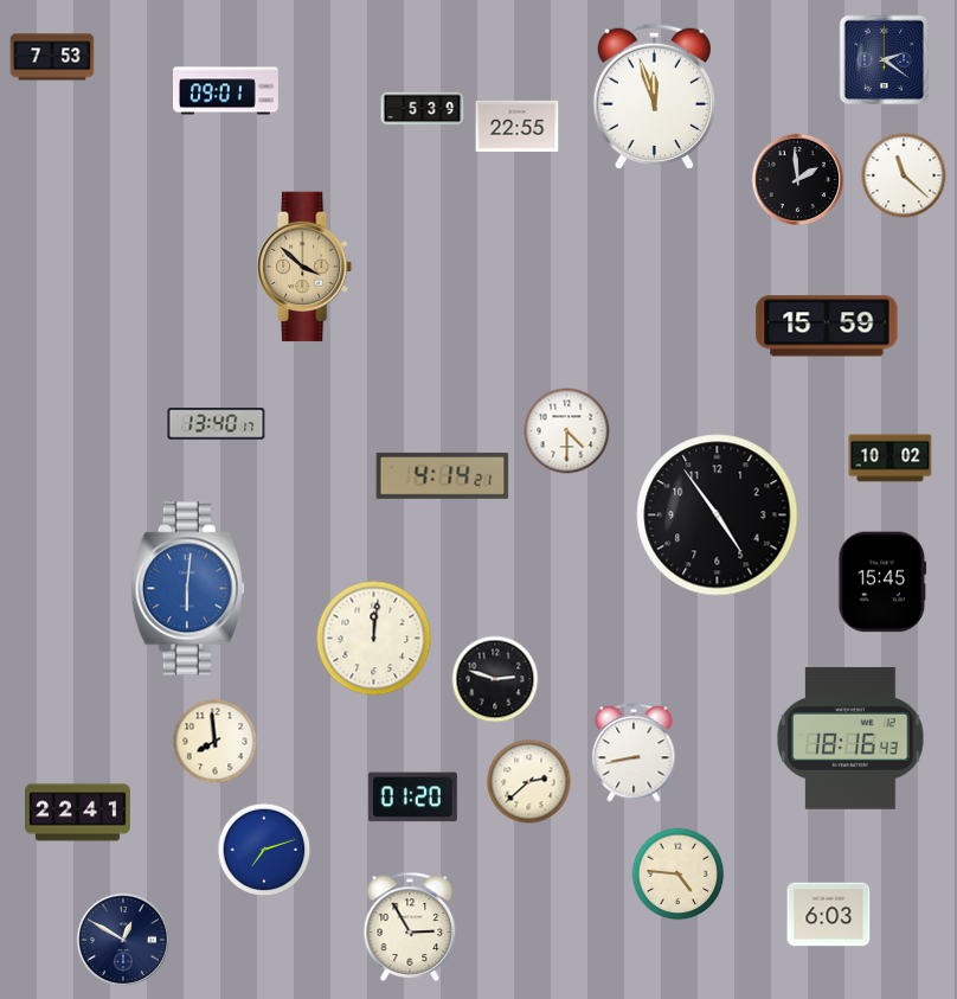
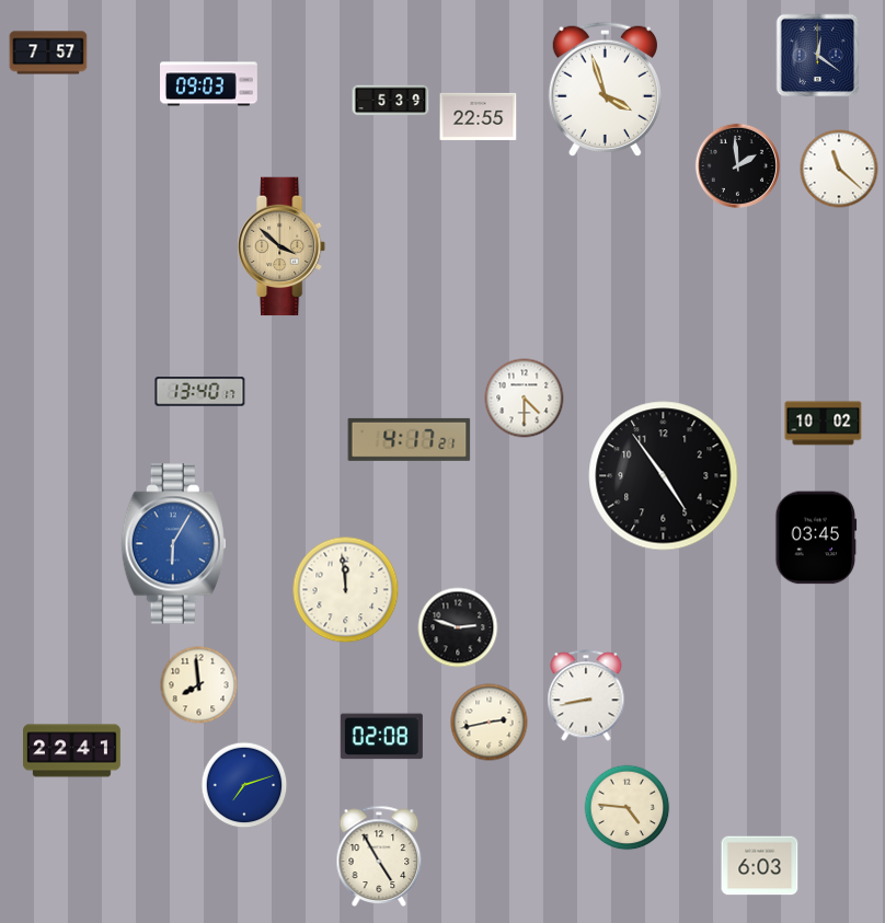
clock at (52, 57): 7:53 -> 7:57
clock at (885, 60): 2:21 -> 12:21
clock at (226, 91): 09:01 -> 09:03
clock at (654, 96): 11:57 -> 3:57
clock at (904, 175) position: (904, 175) -> (839, 169)
clock at (827, 326): 15:59 -> none
clock at (443, 475): 4:14 -> 4:17
clock at (882, 582): 15:45 -> 03:45
clock at (187, 589): 6:01 -> 6:05
clock at (374, 639): 12:01 -> 11:59
clock at (850, 738): 18:16 -> none
clock at (529, 782): 2:38 -> 2:43
clock at (412, 798): 01:20 -> 02:08
clock at (829, 915) position: (829, 915) -> (760, 866)
clock at (410, 927): 2:55 -> 4:55
clock at (123, 940): 12:50 -> none
